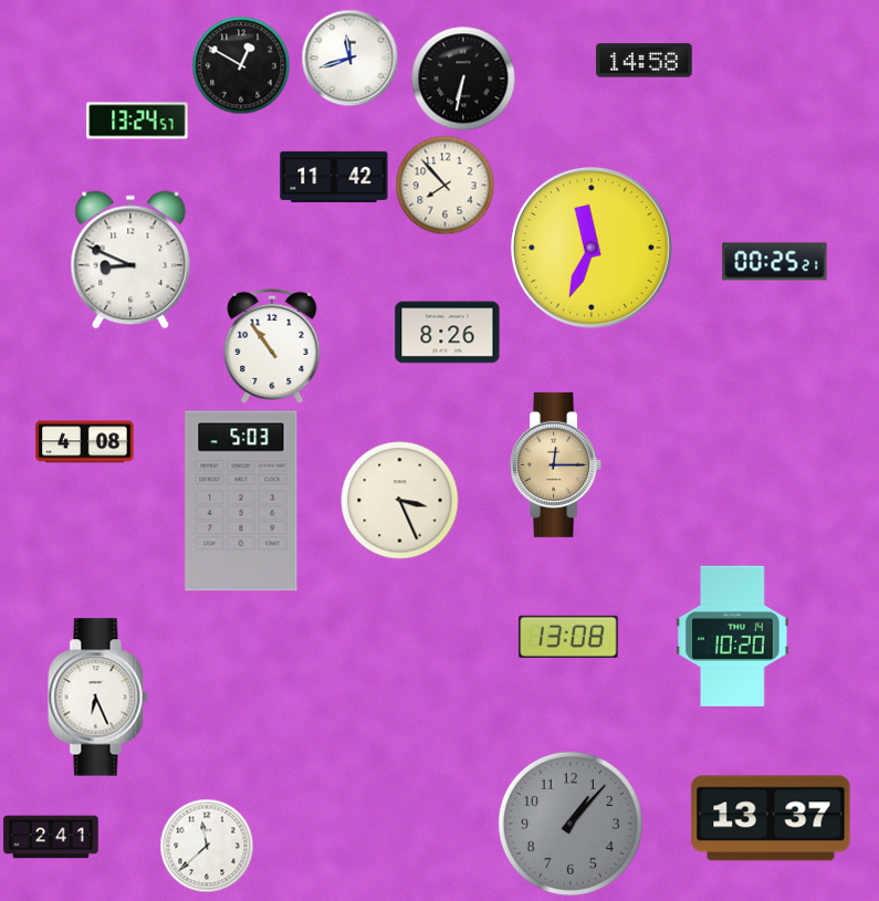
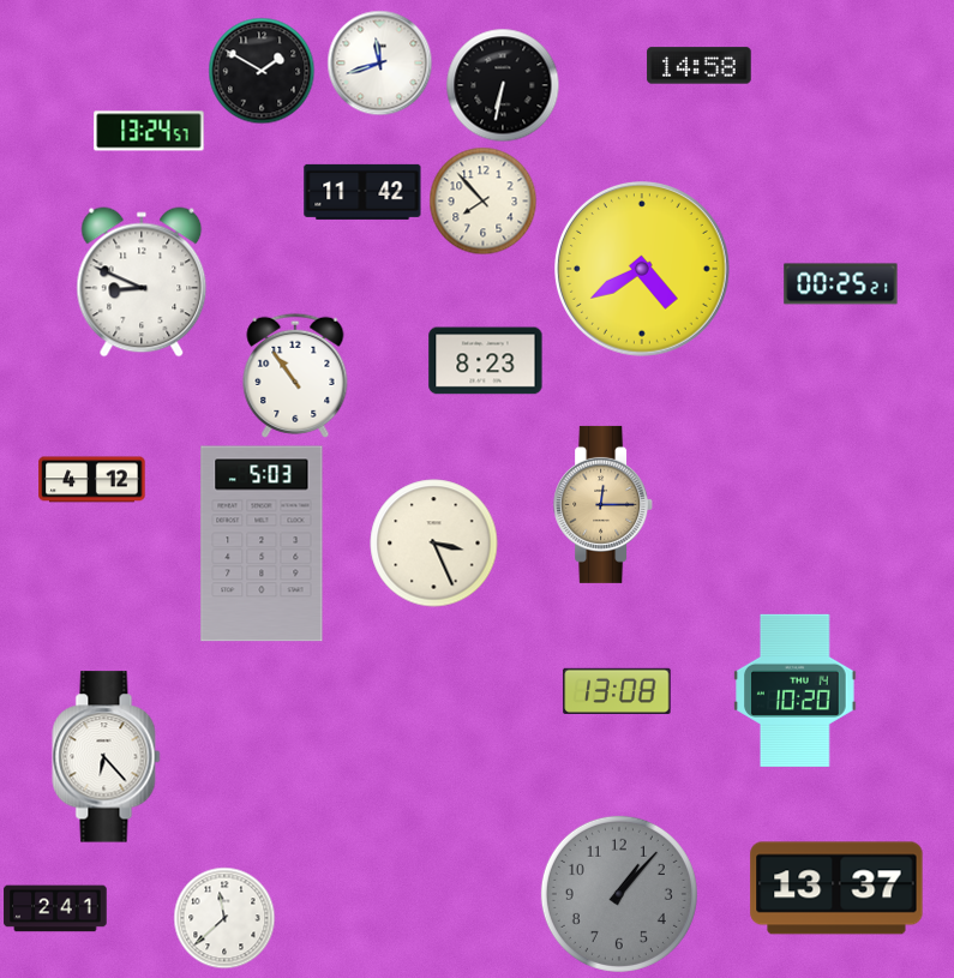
clock at (241, 65): 12:50 -> 1:50
clock at (593, 249): 11:34 -> 4:40
clock at (448, 333): 8:26 -> 8:23
clock at (85, 442): 4:08 -> 4:12
clock at (98, 698): 6:26 -> 6:23
